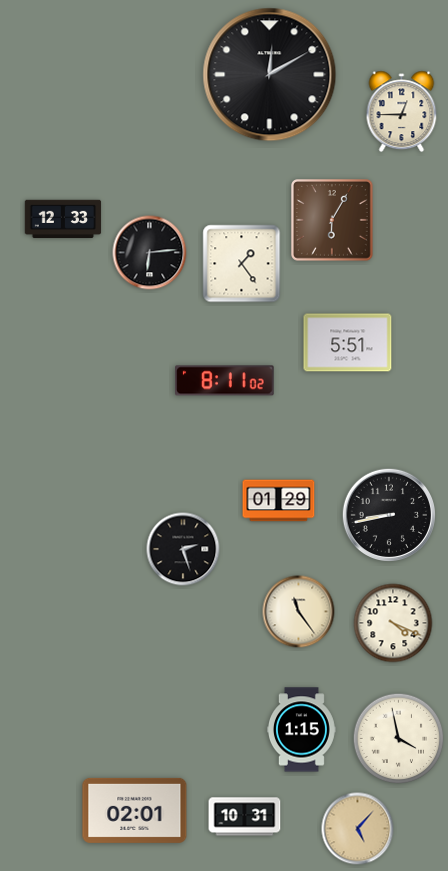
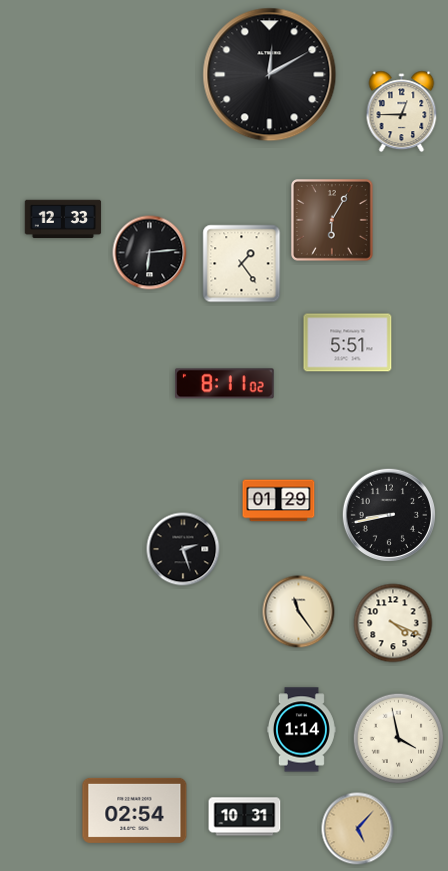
clock at (225, 381) position: (225, 381) -> (225, 384)
clock at (301, 730): 1:15 -> 1:14
clock at (135, 810): 02:01 -> 02:54
